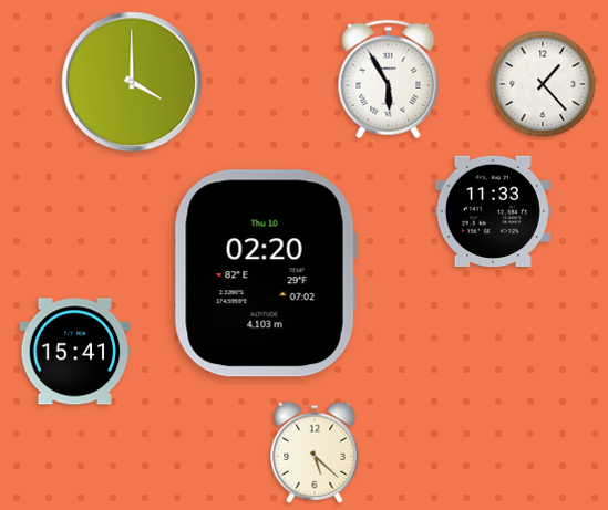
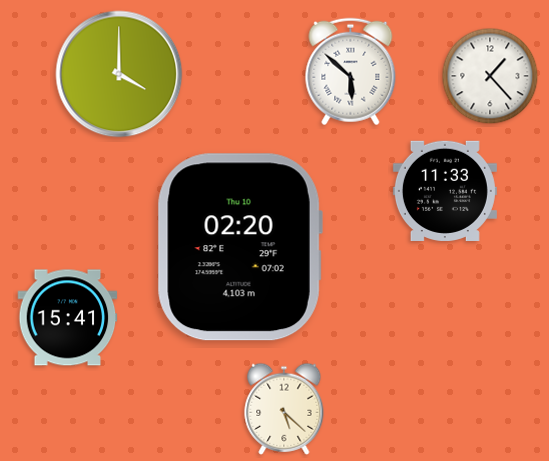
clock at (389, 80): 5:55 -> 5:52
